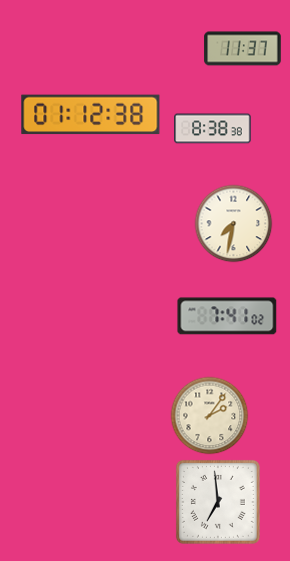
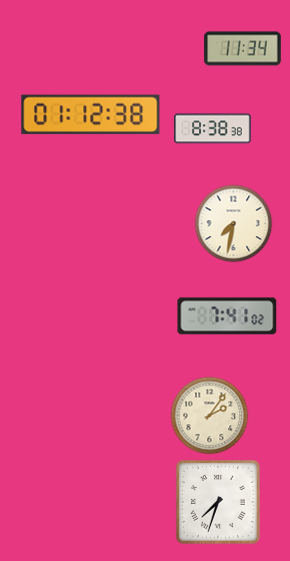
clock at (243, 49): 11:37 -> 11:34
clock at (218, 502): 6:59 -> 7:33
